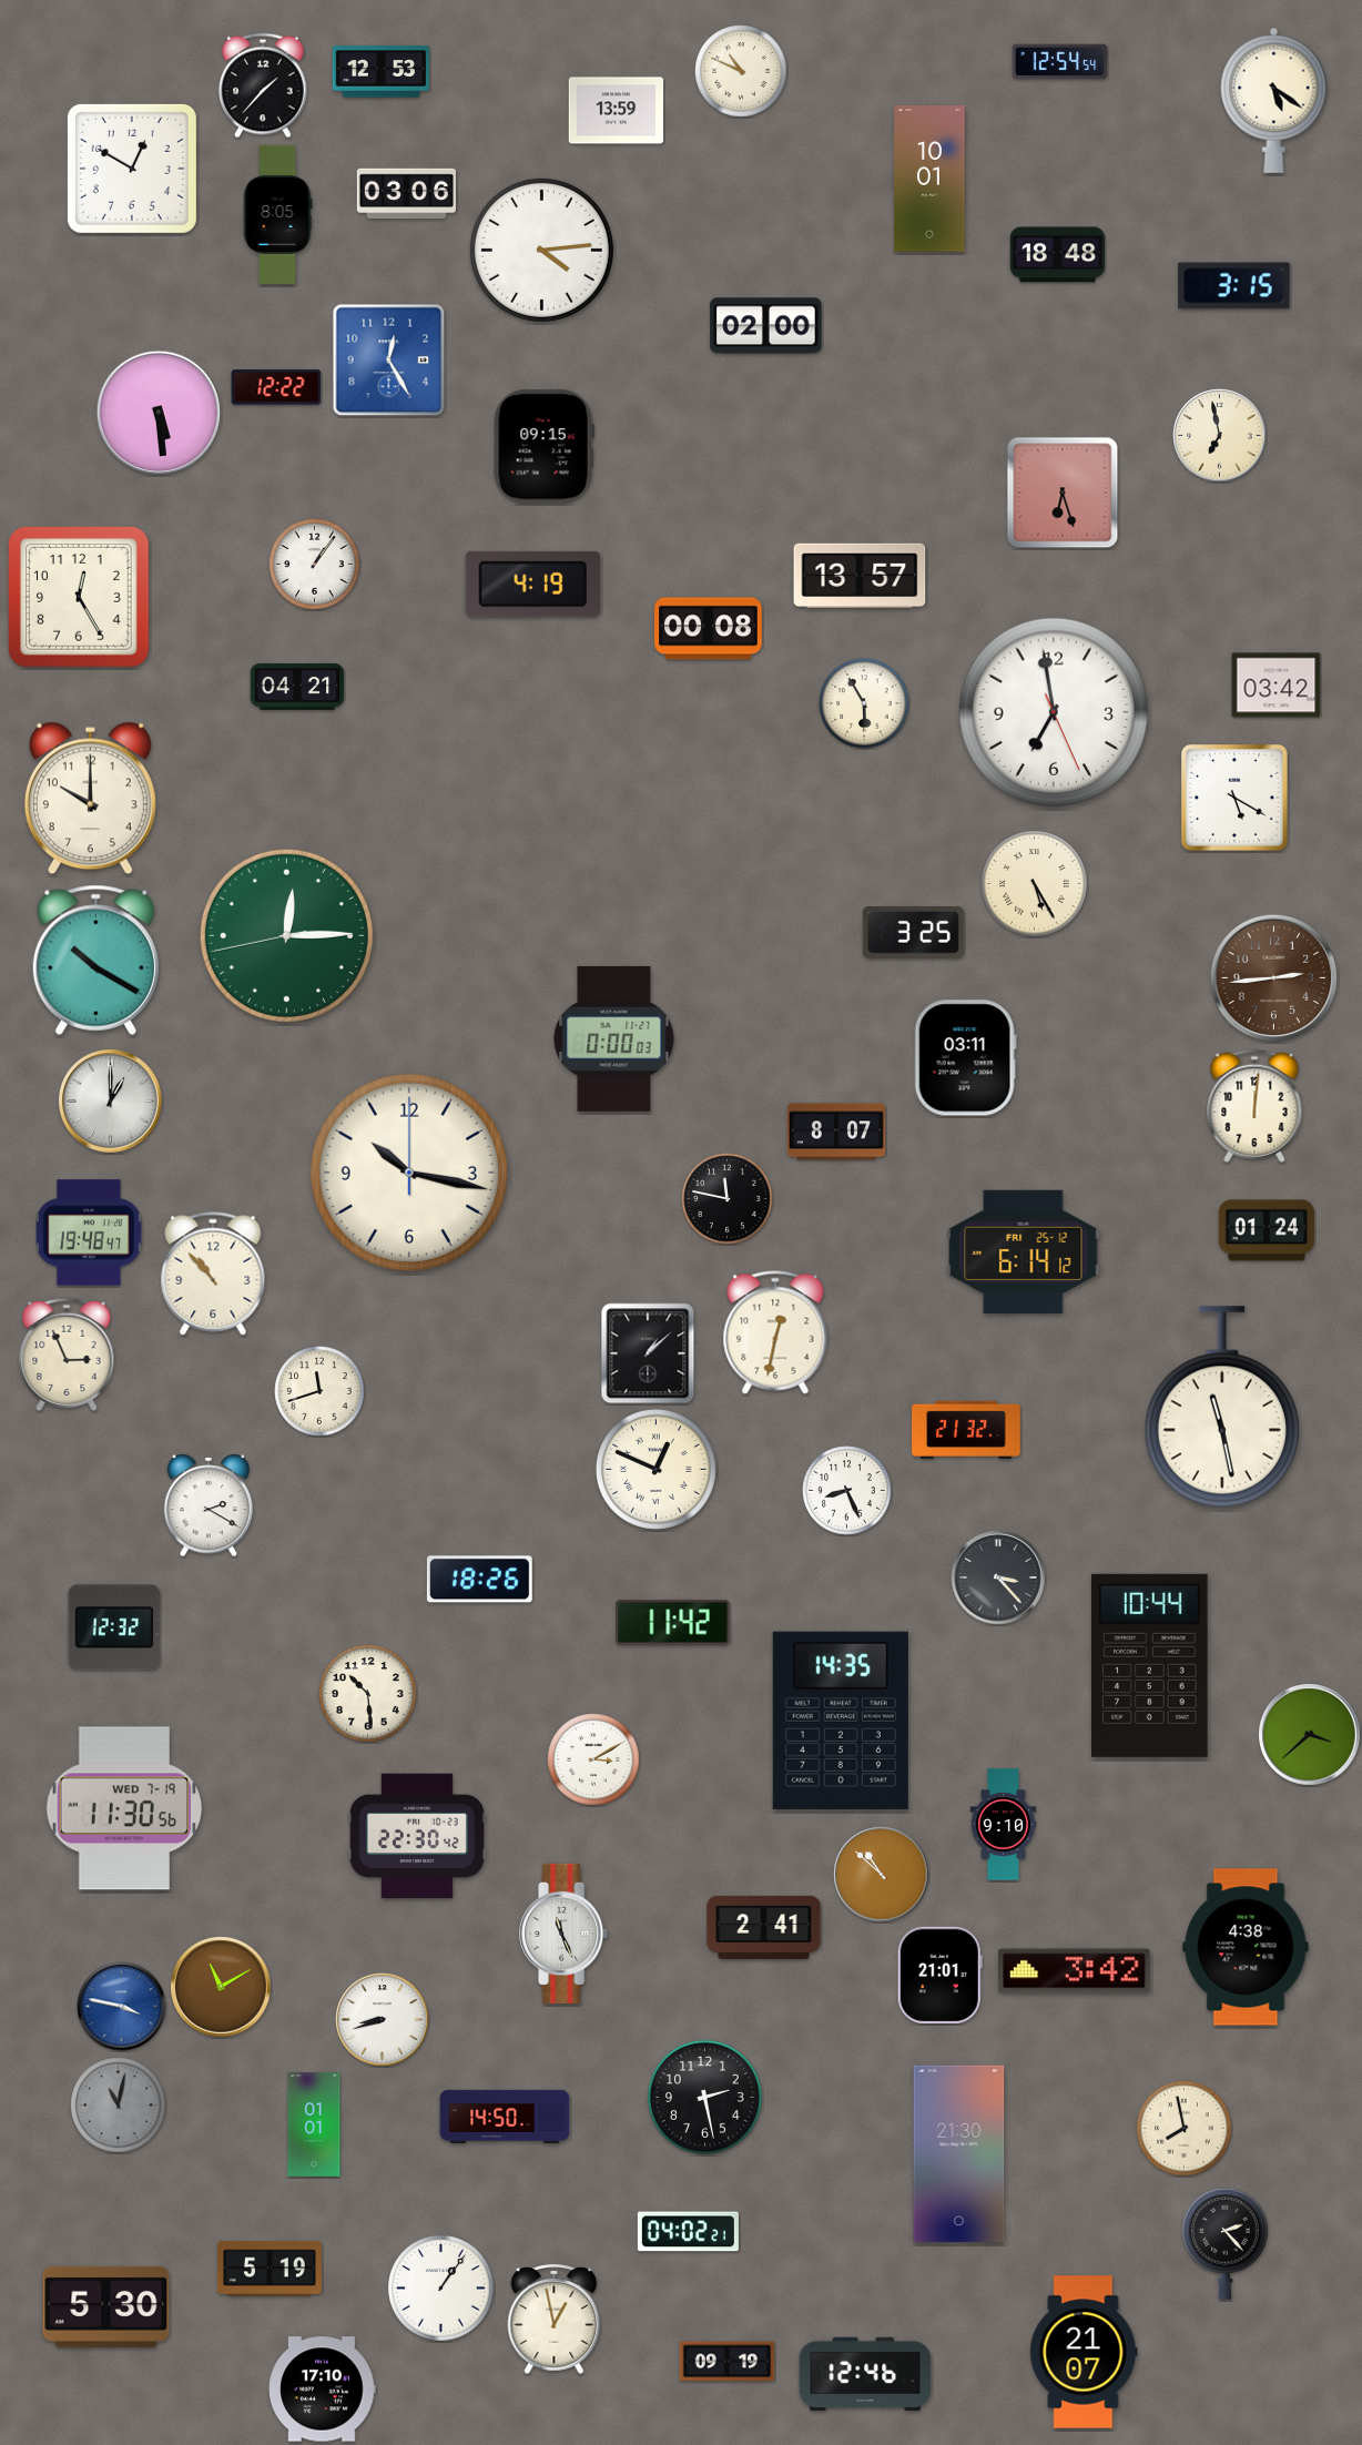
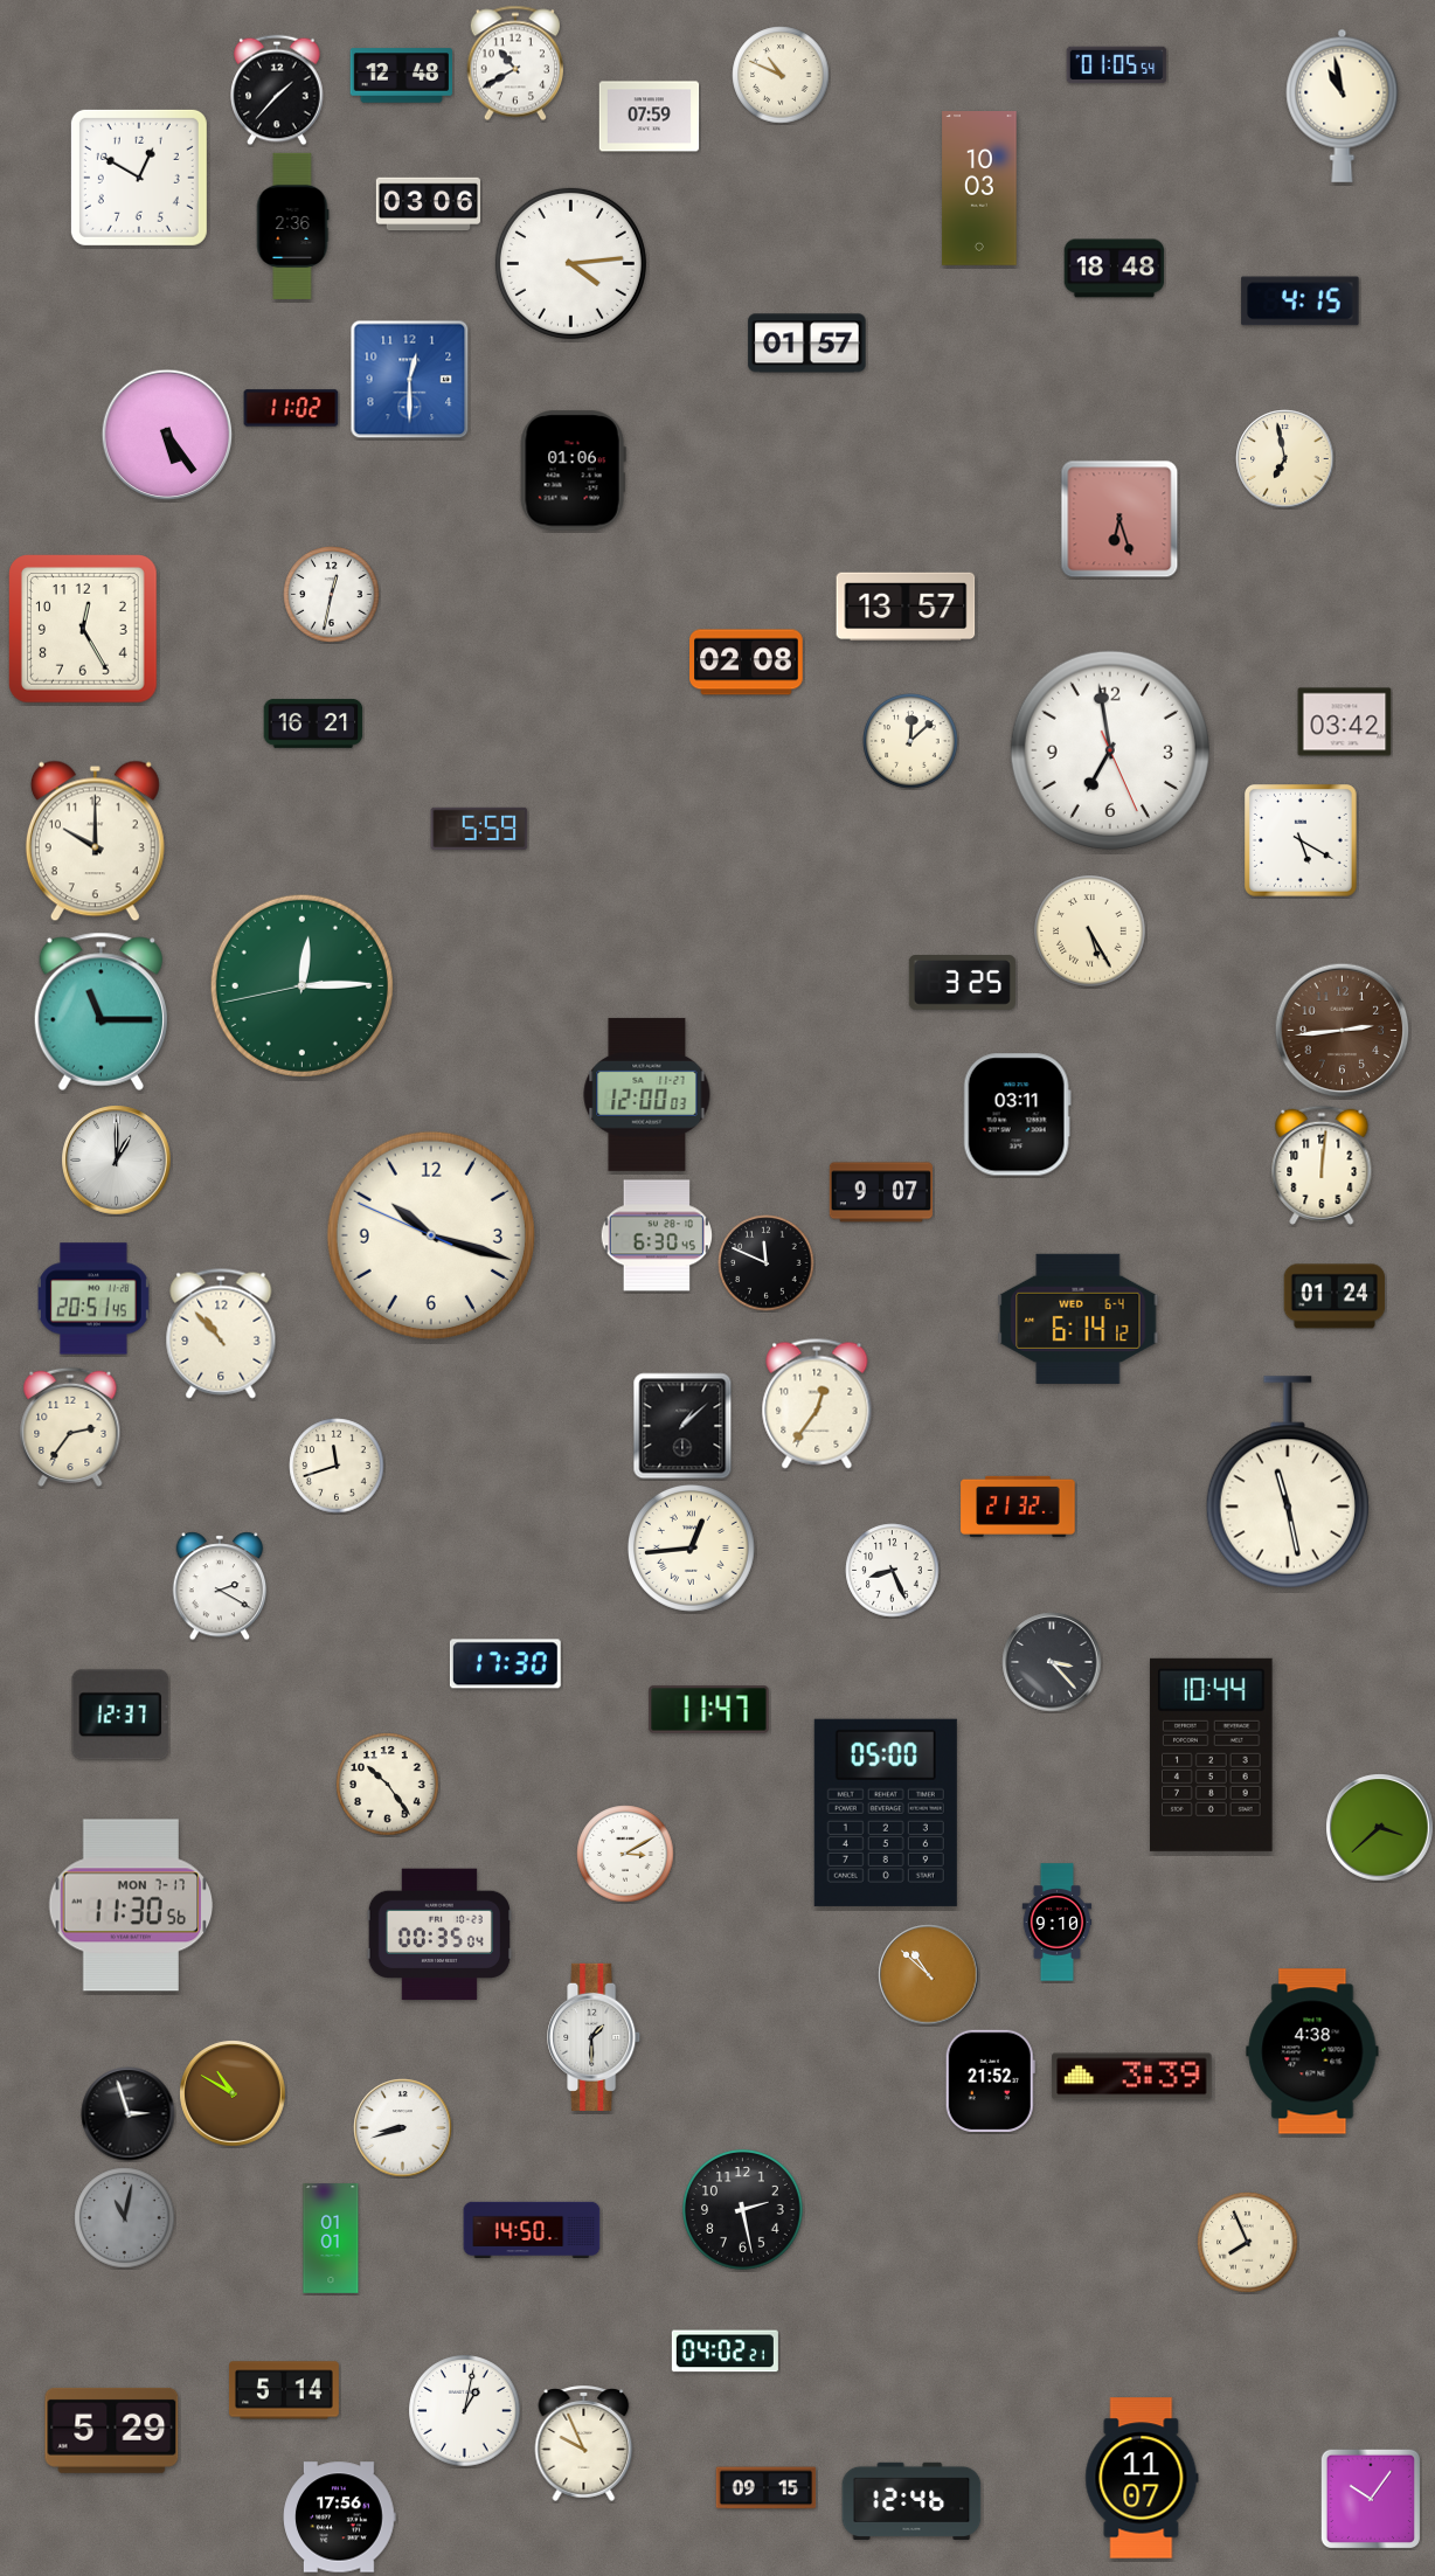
clock at (514, 63): none -> 10:40
clock at (1060, 62): 12:54 -> 01:05
clock at (380, 72): 12:53 -> 12:48
clock at (1274, 100): 5:21 -> 10:58
clock at (617, 111): 13:59 -> 07:59
clock at (929, 180): 10:01 -> 10:03
clock at (277, 214): 8:05 -> 2:36
clock at (1234, 286): 3:15 -> 4:15
clock at (766, 326): 02:00 -> 01:57
clock at (389, 361): 12:25 -> 12:30
clock at (276, 387): 12:22 -> 11:02
clock at (159, 413): 5:29 -> 5:24
clock at (543, 447): 09:15 -> 01:06
clock at (315, 565): 1:06 -> 12:32
clock at (532, 584): 4:19 -> none
clock at (709, 629): 00:08 -> 02:08
clock at (297, 687): 04:21 -> 16:21
clock at (864, 703): 5:55 -> 12:08
clock at (479, 829): none -> 5:59
clock at (95, 960): 10:20 -> 11:15
clock at (614, 1038): 0:00 -> 12:00
clock at (835, 1132): 8:07 -> 9:07
clock at (409, 1173): 10:17:00 -> 10:17:49
clock at (656, 1235): none -> 6:30
clock at (728, 1199): 11:47 -> 11:49
clock at (89, 1232): 19:48 -> 20:51
clock at (1024, 1251) date: FRI 25-12 -> WED 6-4
clock at (213, 1274) position: (213, 1274) -> (221, 1334)
clock at (775, 1332): 12:32 -> 12:36
clock at (67, 1355): 2:56 -> 2:36
clock at (655, 1469): 12:49 -> 12:44
clock at (479, 1580): 18:26 -> 17:30
clock at (673, 1623): 11:42 -> 11:47
clock at (114, 1627): 12:32 -> 12:37
clock at (368, 1694): 10:29 -> 10:24
clock at (841, 1721): 14:35 -> 05:00
clock at (124, 1808) date: WED 7-19 -> MON 7-17
clock at (417, 1836): 22:30 -> 00:35
clock at (764, 1927): 2:41 -> none
clock at (565, 1934): 11:26 -> 1:30
clock at (1075, 1971): 3:42 -> 3:39
clock at (939, 1975): 21:01 -> 21:52
clock at (221, 1987): 11:10 -> 10:50
clock at (122, 2007): 3:47 -> 2:57
clock at (122, 2007) dial: blue -> black
clock at (1185, 2129): 7:58 -> 7:56
clock at (959, 2153): 21:30 -> none
clock at (1226, 2243): 2:23 -> none
clock at (270, 2269): 5:19 -> 5:14
clock at (441, 2289): 1:06 -> 1:02
clock at (106, 2306): 5:30 -> 5:29
clock at (555, 2319): 12:58 -> 9:56
clock at (1084, 2352): 21:07 -> 11:07
clock at (728, 2362): 09:19 -> 09:15
clock at (1370, 2498): none -> 10:06
clock at (323, 2390): 17:10 -> 17:56
